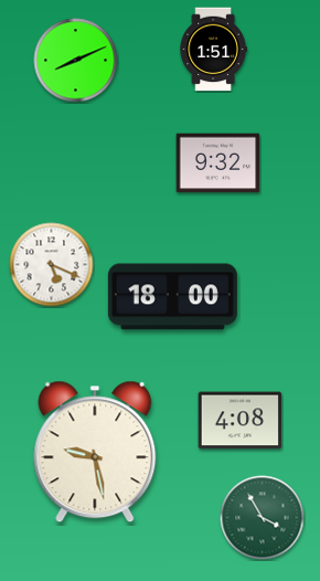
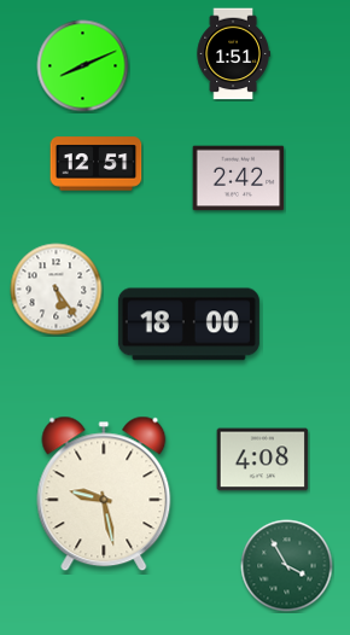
clock at (97, 164): none -> 12:51
clock at (218, 163): 9:32 -> 2:42
clock at (52, 265): 5:19 -> 5:24
